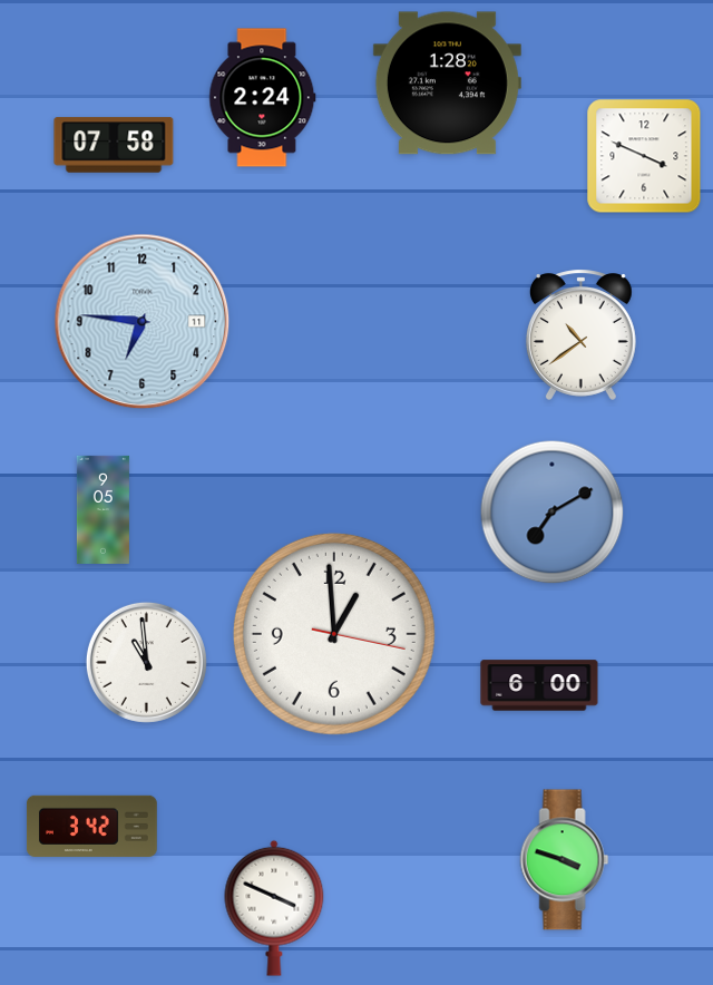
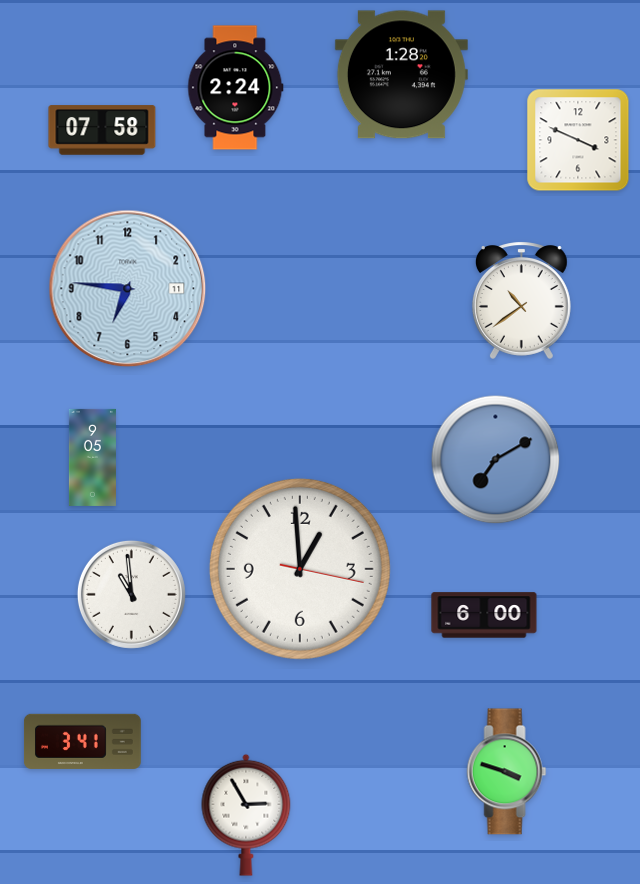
clock at (91, 826): 3:42 -> 3:41
clock at (274, 908): 3:49 -> 2:55
